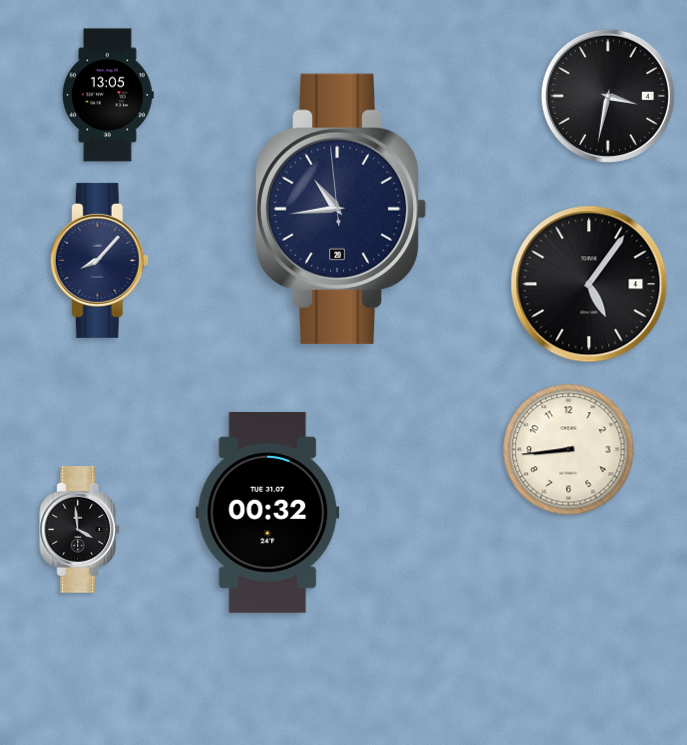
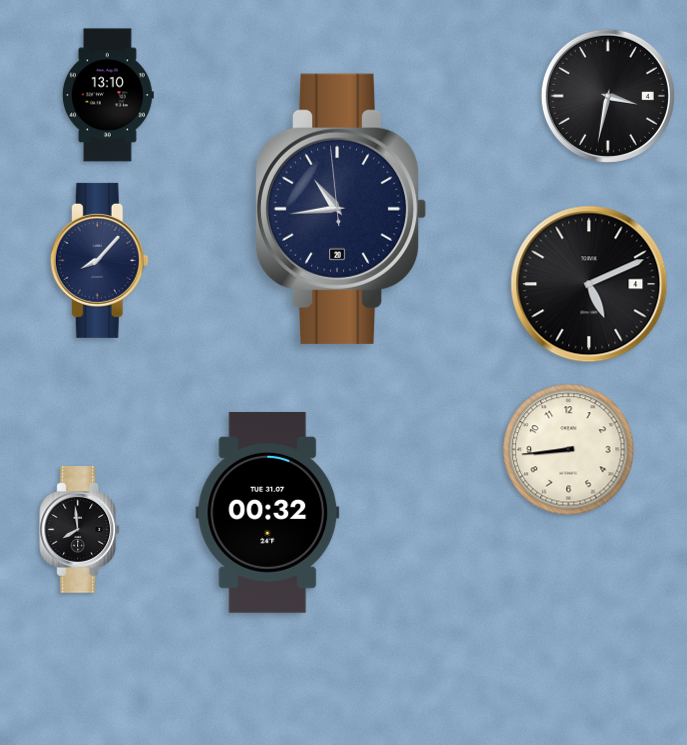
clock at (108, 95): 13:05 -> 13:10
clock at (589, 284): 5:06 -> 5:11
clock at (80, 530): 3:59 -> 7:59
